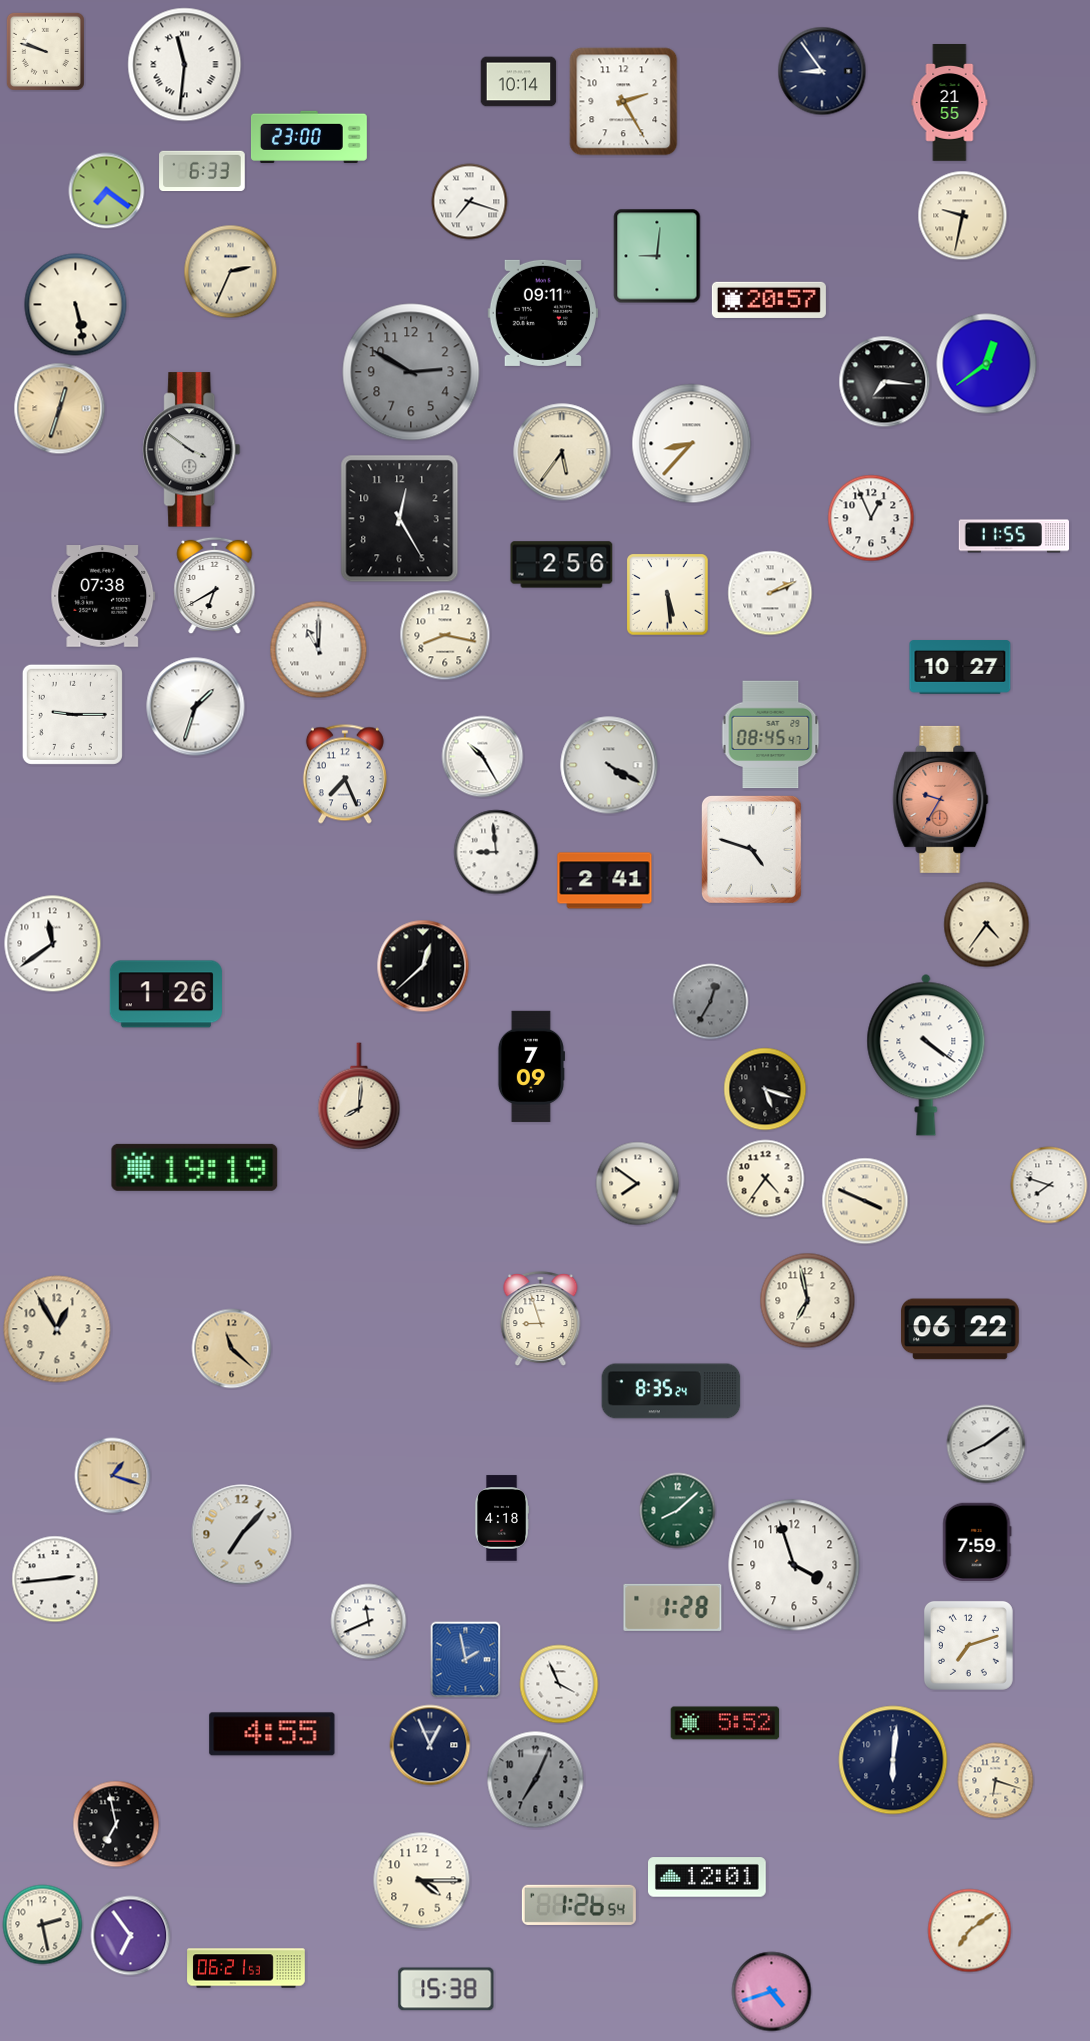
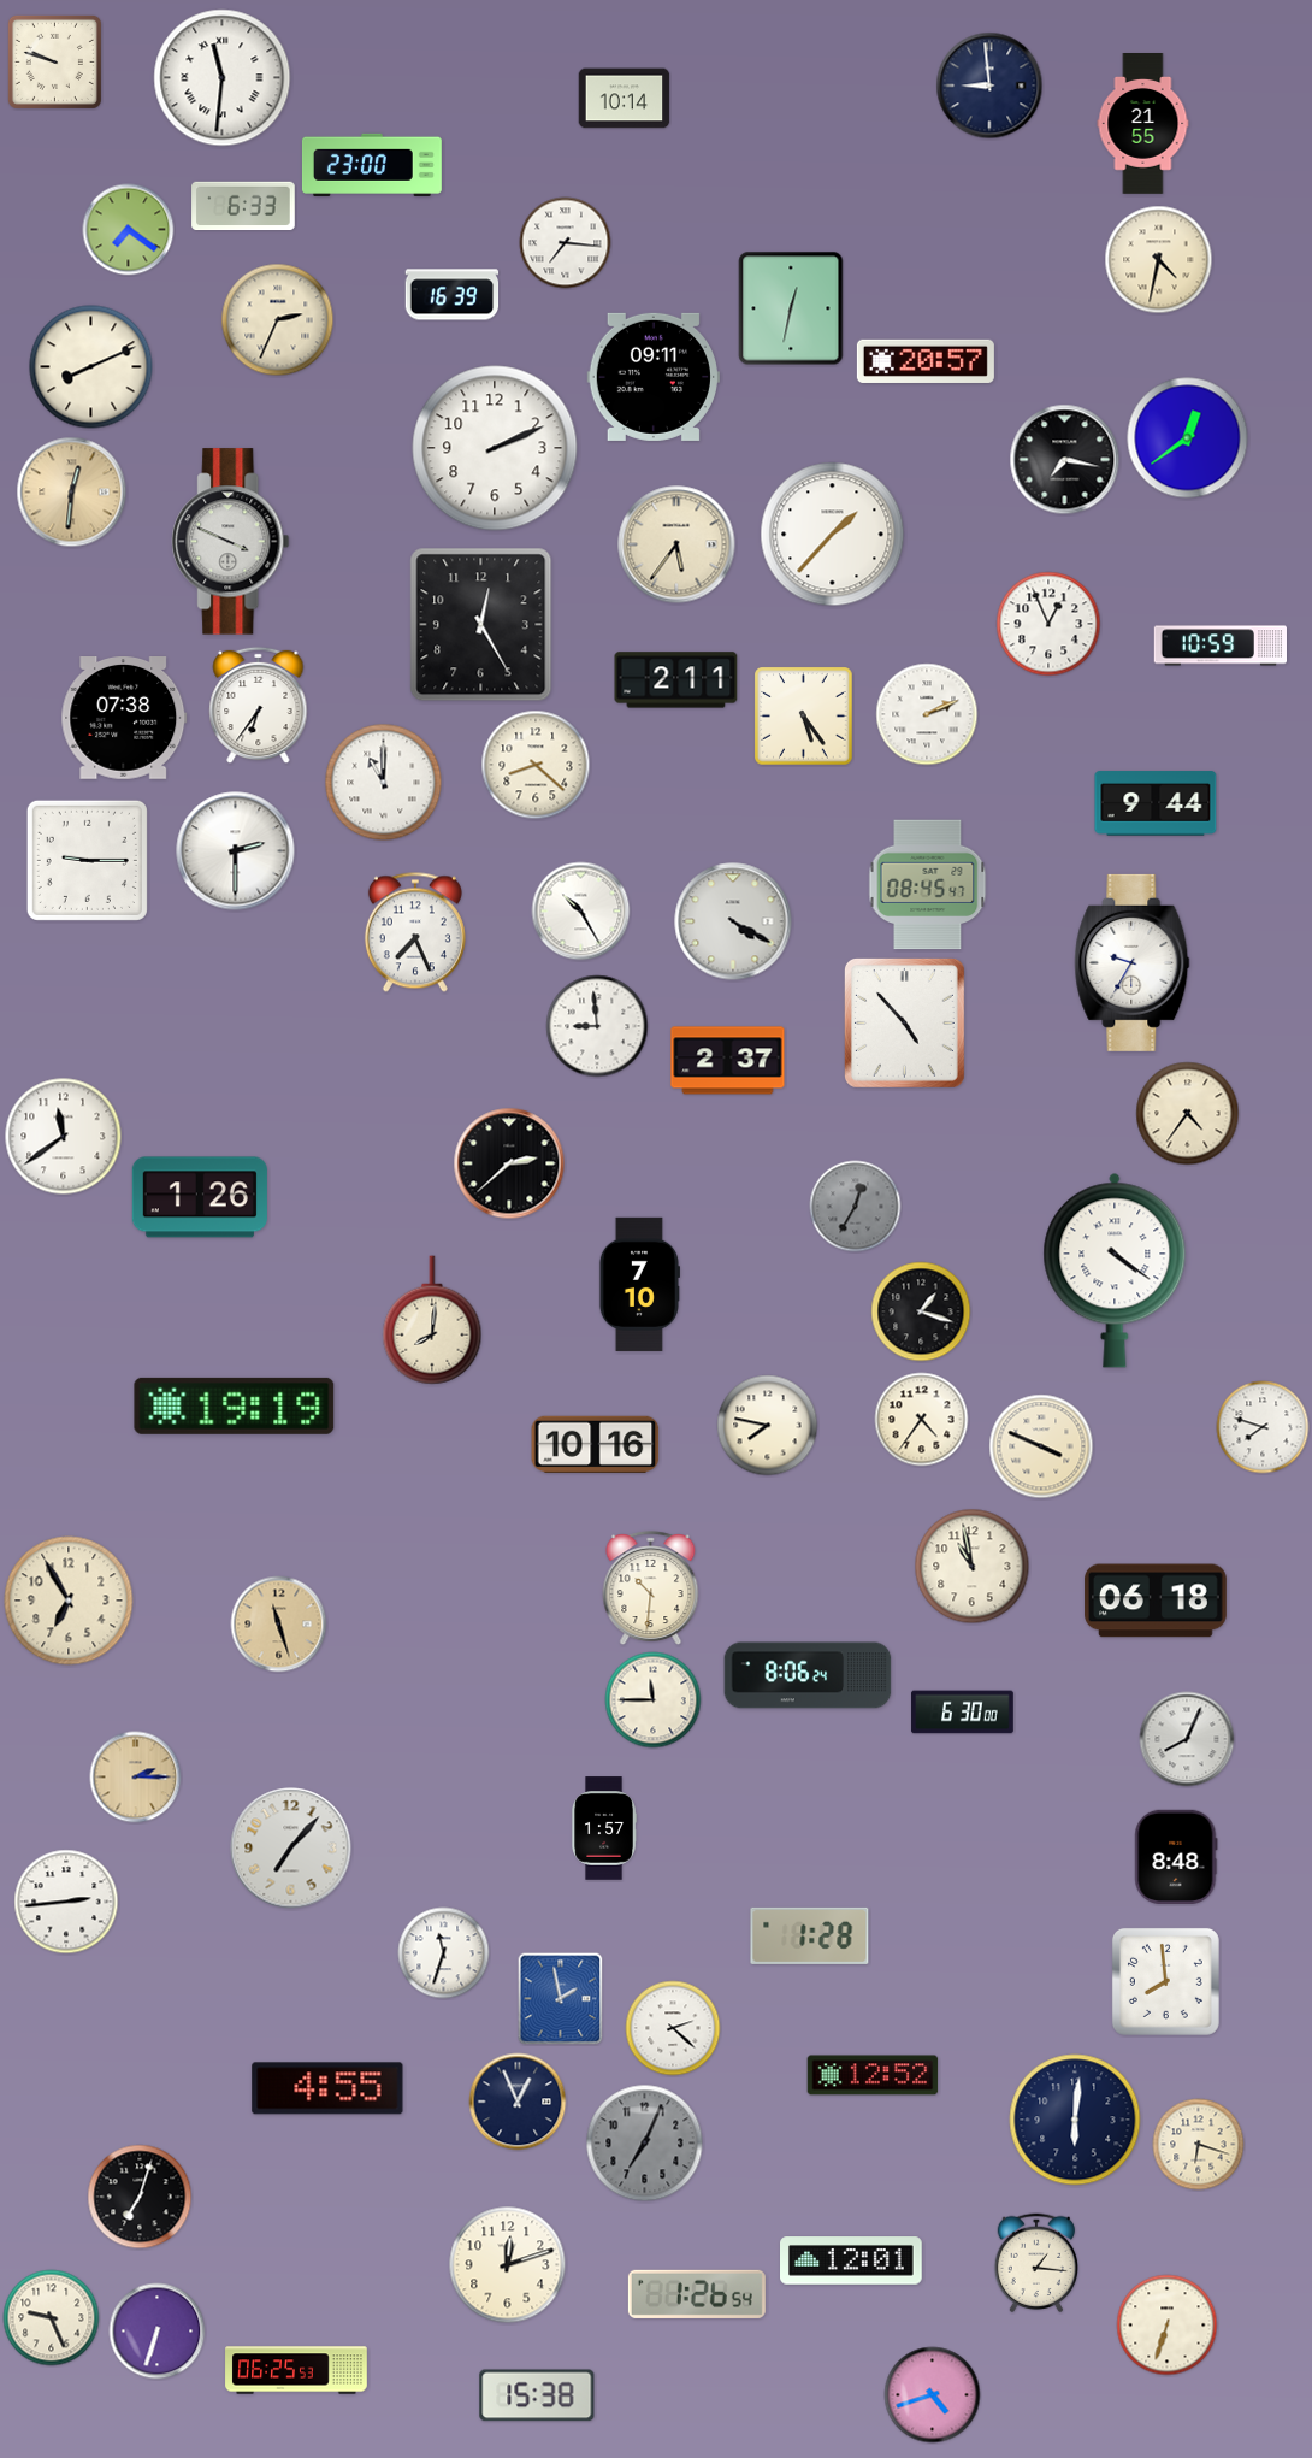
clock at (822, 71): 8:54 -> 8:59
clock at (624, 102): 2:25 -> none
clock at (470, 202): 7:18 -> 7:16
clock at (963, 216): 9:32 -> 4:32
clock at (453, 295): none -> 16:39
clock at (657, 256): 9:01 -> 12:32
clock at (231, 272) position: (231, 272) -> (278, 320)
clock at (76, 305): 5:28 -> 8:11
clock at (411, 372): 2:50 -> 2:11
clock at (411, 372) dial: grey -> white
clock at (885, 382): 7:16 -> 7:17
clock at (60, 409): 12:33 -> 12:31
clock at (692, 444): 8:37 -> 1:37
clock at (192, 450): 3:51 -> 3:49
clock at (1013, 536): 11:55 -> 10:59
clock at (562, 565): 2:56 -> 2:11
clock at (215, 586): 6:40 -> 6:36
clock at (668, 595): 5:29 -> 5:24
clock at (445, 635): 8:17 -> 8:22
clock at (960, 667): 10:27 -> 9:44
clock at (196, 707): 1:33 -> 2:30
clock at (941, 799) dial: salmon -> white
clock at (751, 849): 4:48 -> 4:53
clock at (605, 881): 2:41 -> 2:37
clock at (423, 966): 12:38 -> 2:38
clock at (531, 1066): 7:09 -> 7:10
clock at (765, 1089): 5:18 -> 1:18
clock at (638, 1184): 7:51 -> 7:47
clock at (596, 1444): none -> 10:16
clock at (808, 1301): 6:58 -> 10:58
clock at (541, 1319): 8:57 -> 10:31
clock at (57, 1329): 12:55 -> 6:55
clock at (960, 1329): 06:22 -> 06:18
clock at (232, 1349): 11:22 -> 11:27
clock at (671, 1391): 8:35 -> 8:06
clock at (654, 1700): none -> 11:45
clock at (963, 1713): none -> 6:30
clock at (986, 1444): 8:09 -> 8:04
clock at (113, 1476): 1:18 -> 2:15
clock at (678, 1511): 8:08 -> none
clock at (501, 1518): 4:18 -> 1:57
clock at (977, 1541): 7:59 -> 8:48
clock at (794, 1565): 3:57 -> none
clock at (369, 1622): 11:41 -> 11:33
clock at (968, 1645): 7:12 -> 7:59
clock at (559, 1684): 3:56 -> 2:22
clock at (725, 1723): 5:52 -> 12:52
clock at (116, 1824): 6:58 -> 7:03
clock at (1036, 2263): none -> 1:16
clock at (422, 1881): 4:15 -> 12:12
clock at (43, 1925): 2:28 -> 9:26
clock at (970, 1931): 7:09 -> 6:33
clock at (131, 1936): 6:54 -> 6:33
clock at (246, 1968): 06:21 -> 06:25
clock at (772, 1992) position: (772, 1992) -> (933, 2395)
